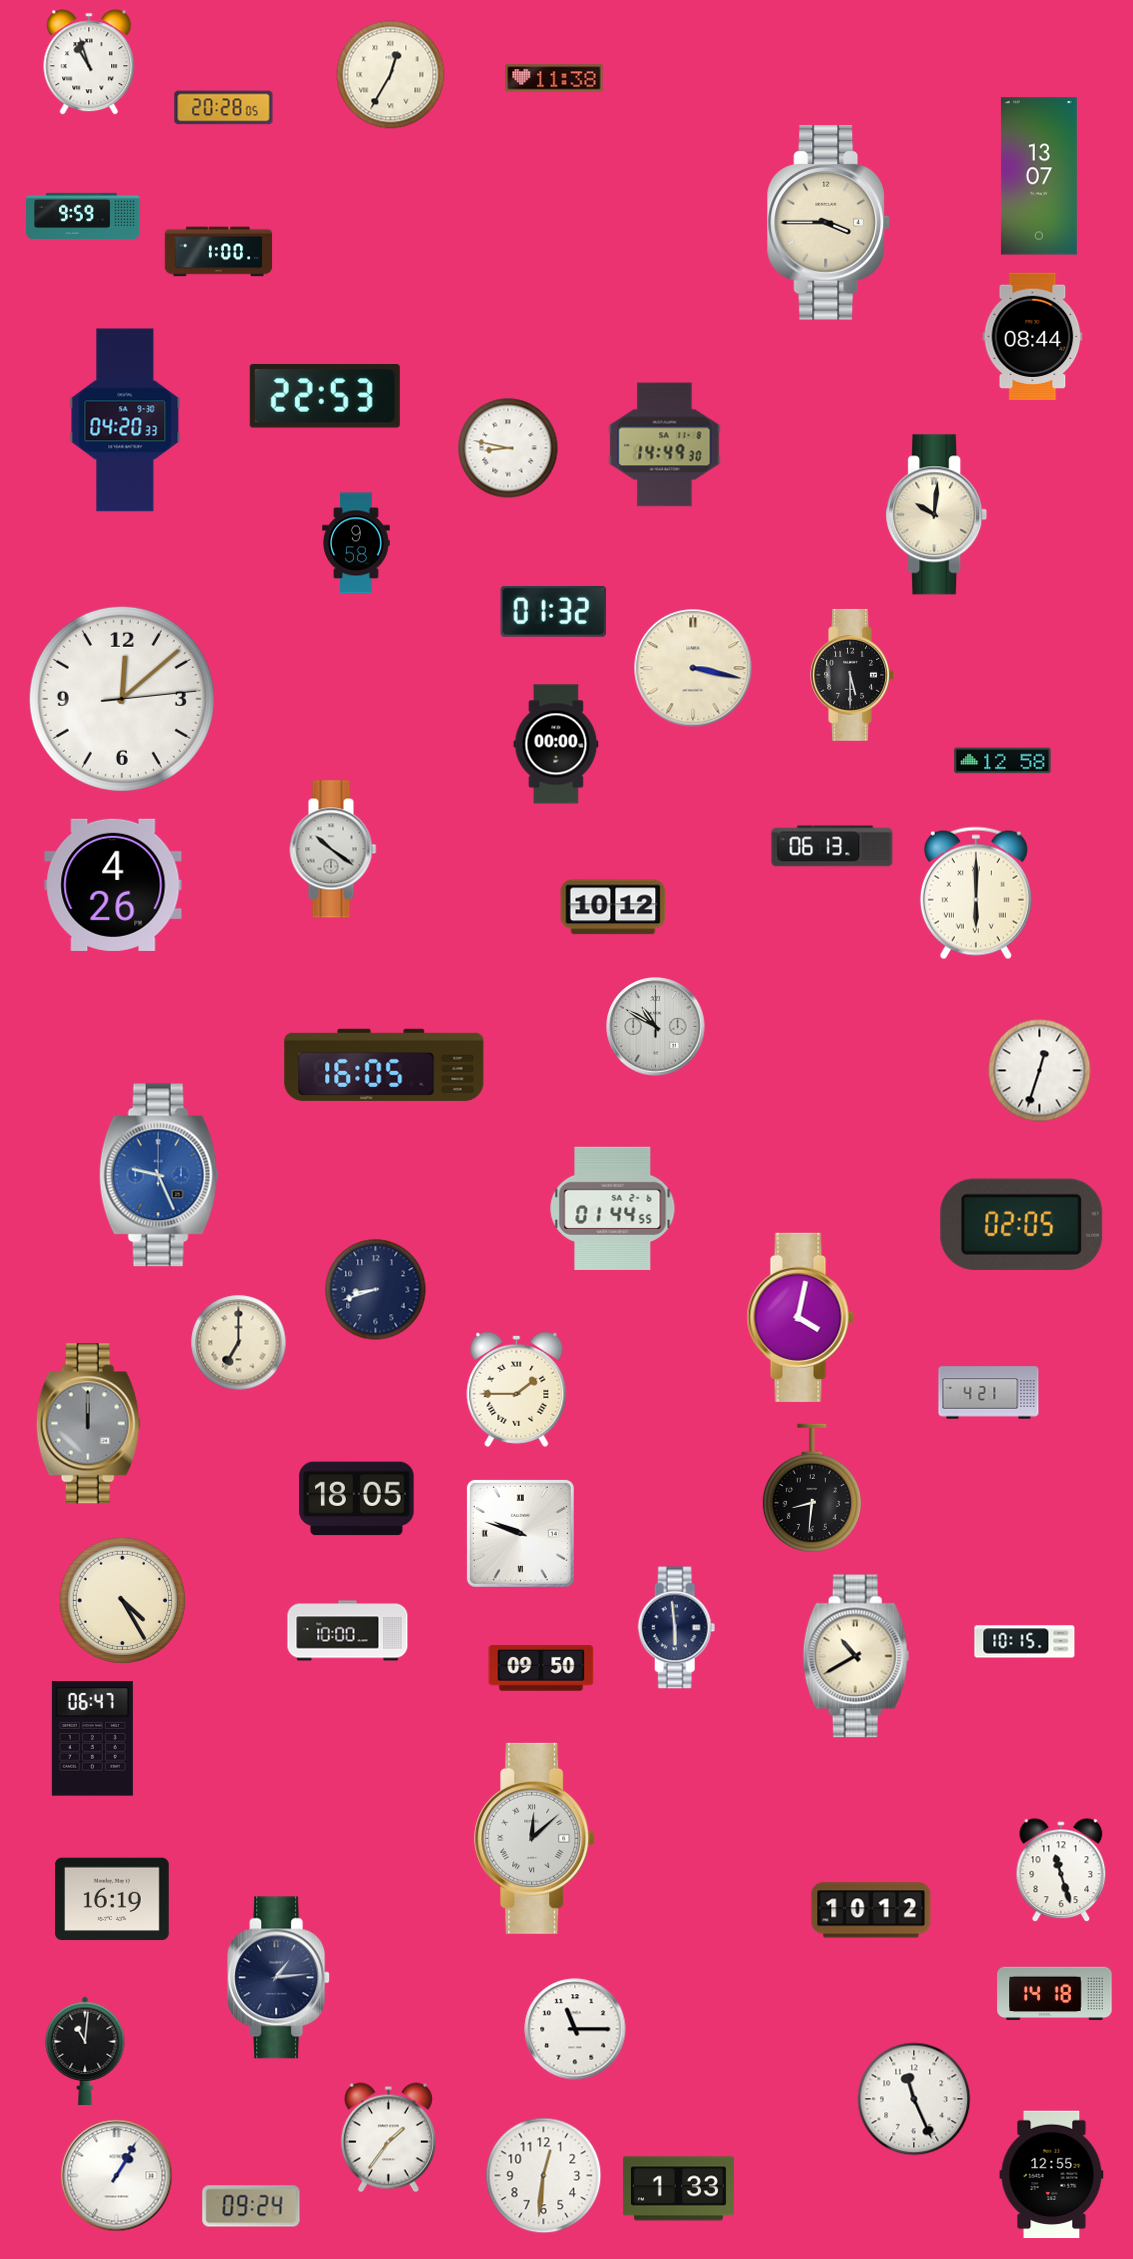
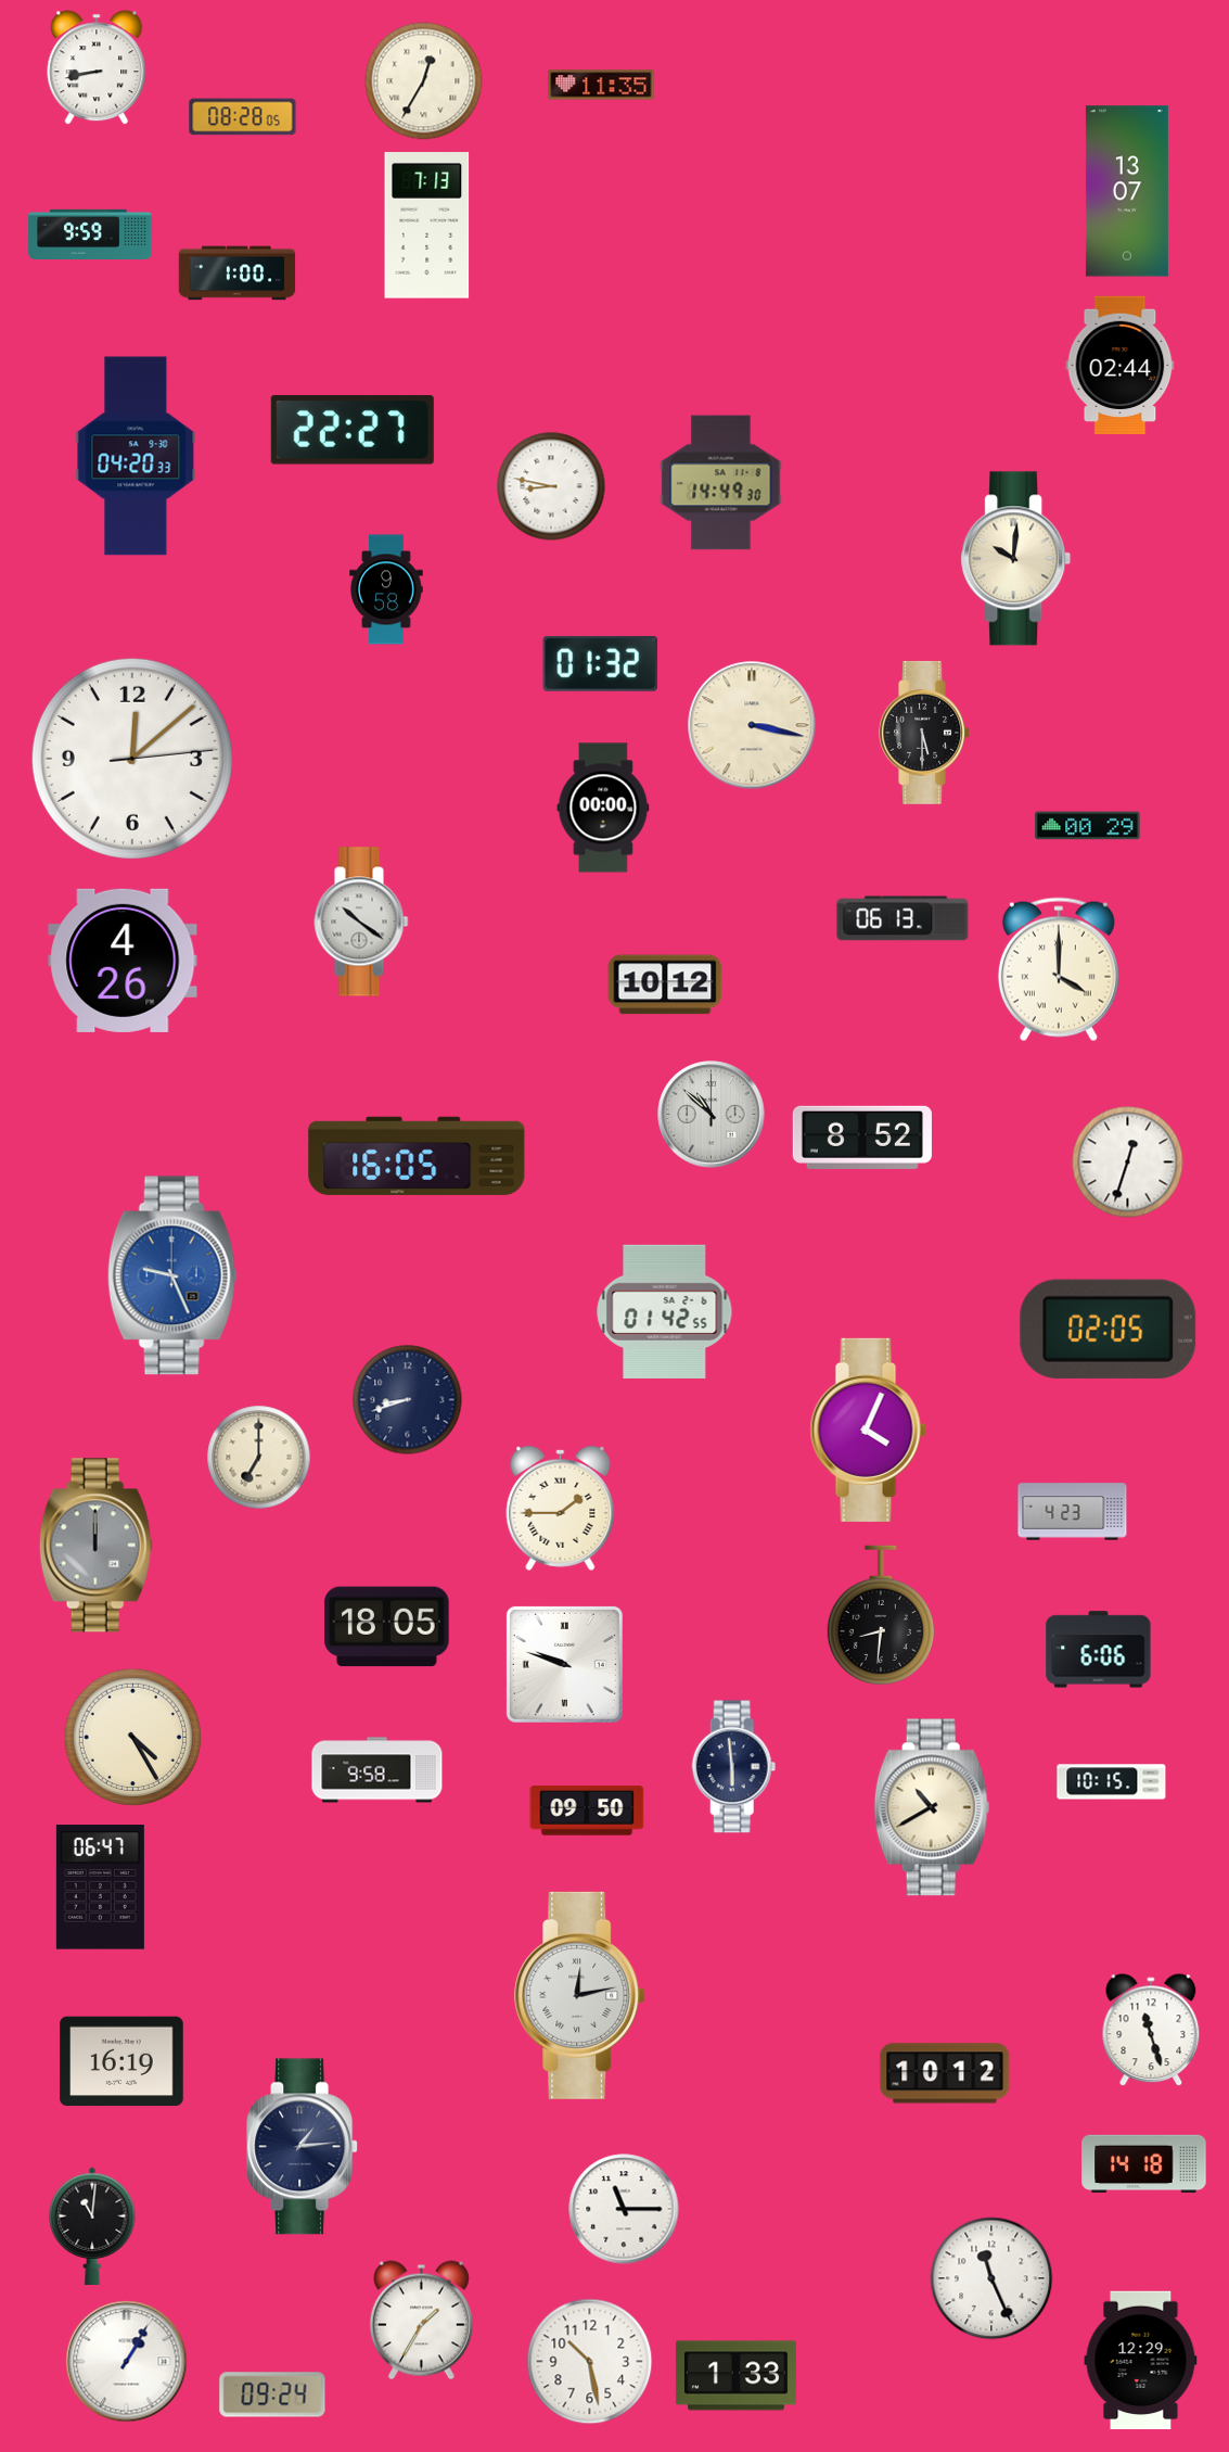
clock at (89, 62): 10:57 -> 8:43
clock at (554, 78): 11:38 -> 11:35
clock at (224, 108): 20:28 -> 08:28
clock at (427, 226): none -> 7:13
clock at (828, 223): 3:45 -> none
clock at (1033, 337): 08:44 -> 02:44
clock at (325, 397): 22:53 -> 22:27
clock at (1003, 761): 12:58 -> 00:29
clock at (976, 893): 6:00 -> 4:00
clock at (656, 1027): 10:50 -> 10:52
clock at (861, 1136): none -> 8:52
clock at (613, 1208): 01:44 -> 01:42
clock at (800, 1317): 4:02 -> 4:04
clock at (989, 1393): 4:21 -> 4:23
clock at (1099, 1650): none -> 6:06
clock at (348, 1631): 10:00 -> 9:58
clock at (856, 1656) position: (856, 1656) -> (932, 1807)
clock at (535, 1838): 12:08 -> 12:13
clock at (575, 2029) position: (575, 2029) -> (624, 2209)
clock at (388, 2138): 1:36 -> 1:35
clock at (1052, 2175): 12:55 -> 12:29
clock at (544, 2176): 12:31 -> 10:28
